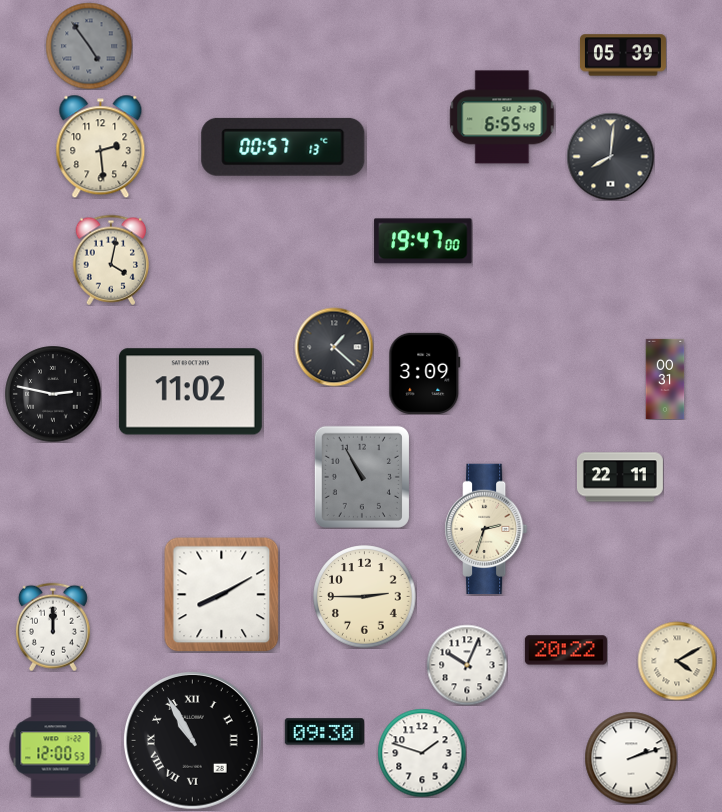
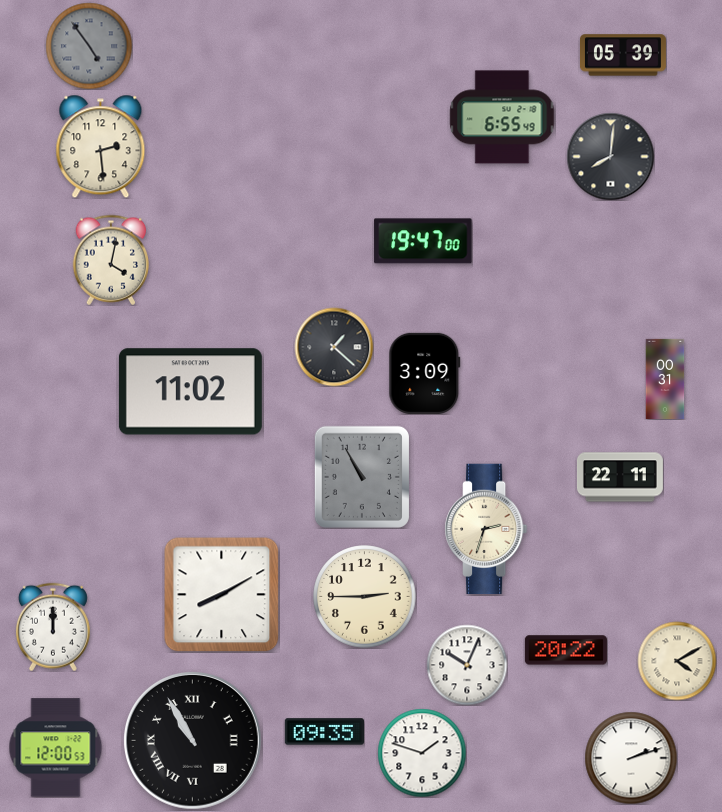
clock at (283, 147): 00:57 -> none
clock at (53, 394): 2:47 -> none
clock at (324, 732): 09:30 -> 09:35
